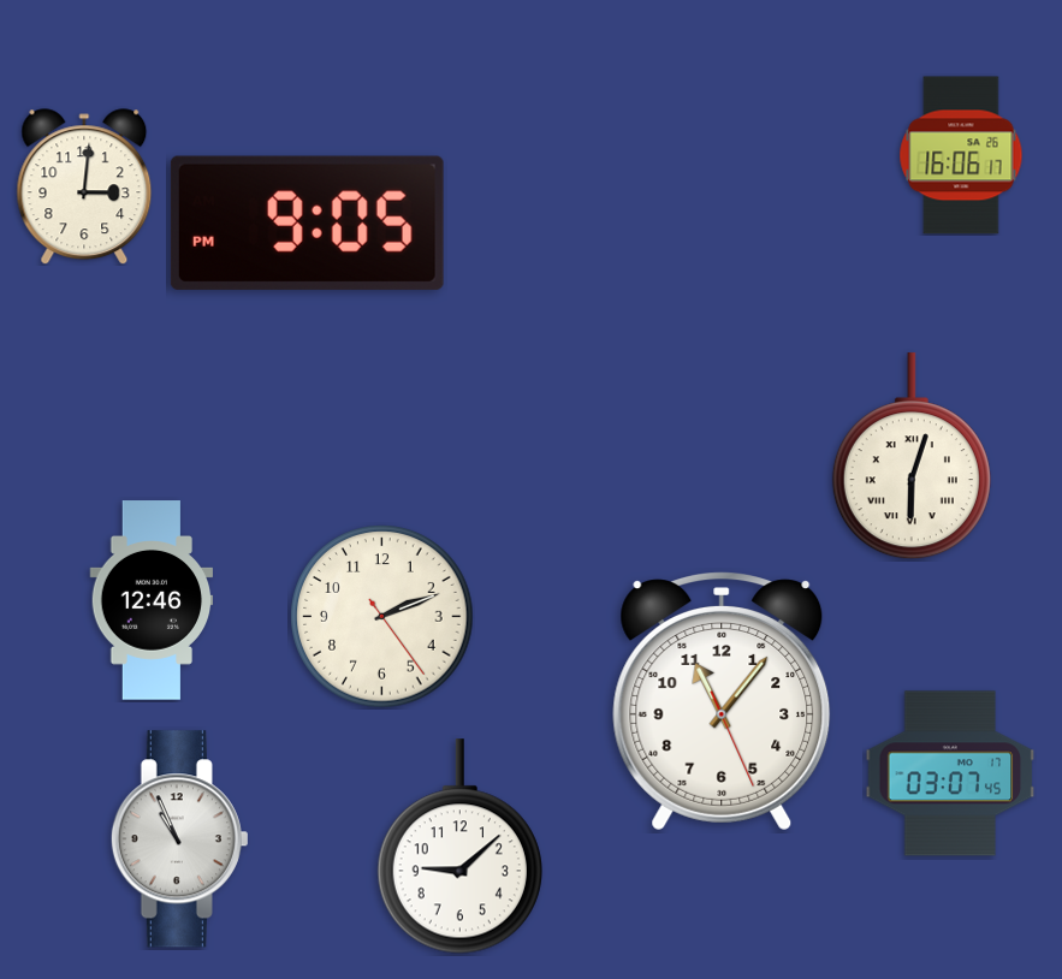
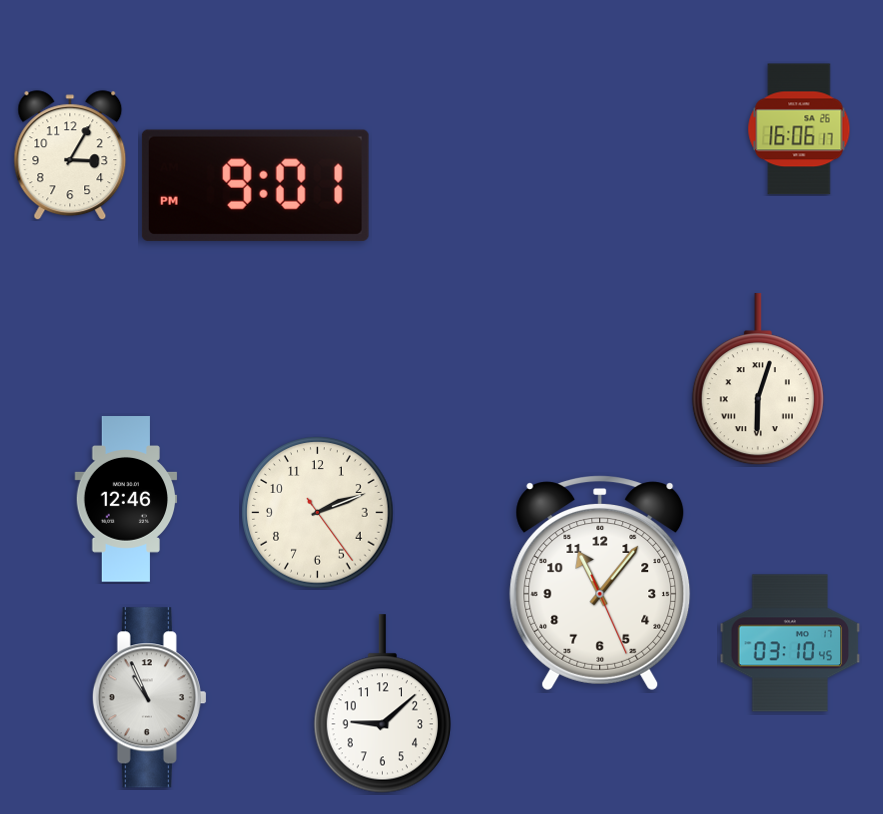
clock at (84, 186): 3:01 -> 3:05
clock at (307, 222): 9:05 -> 9:01
clock at (950, 773): 03:07 -> 03:10
